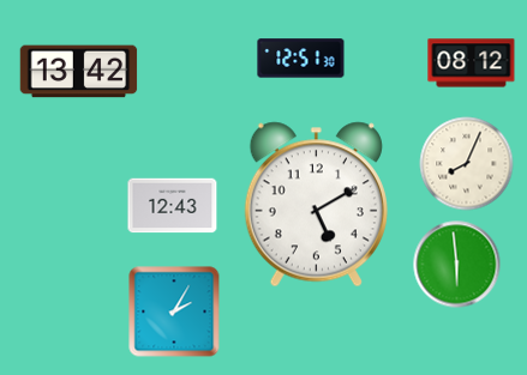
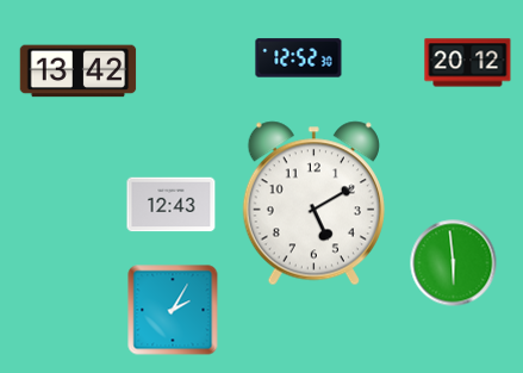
clock at (301, 59): 12:51 -> 12:52
clock at (472, 63): 08:12 -> 20:12
clock at (467, 164): 8:04 -> none
